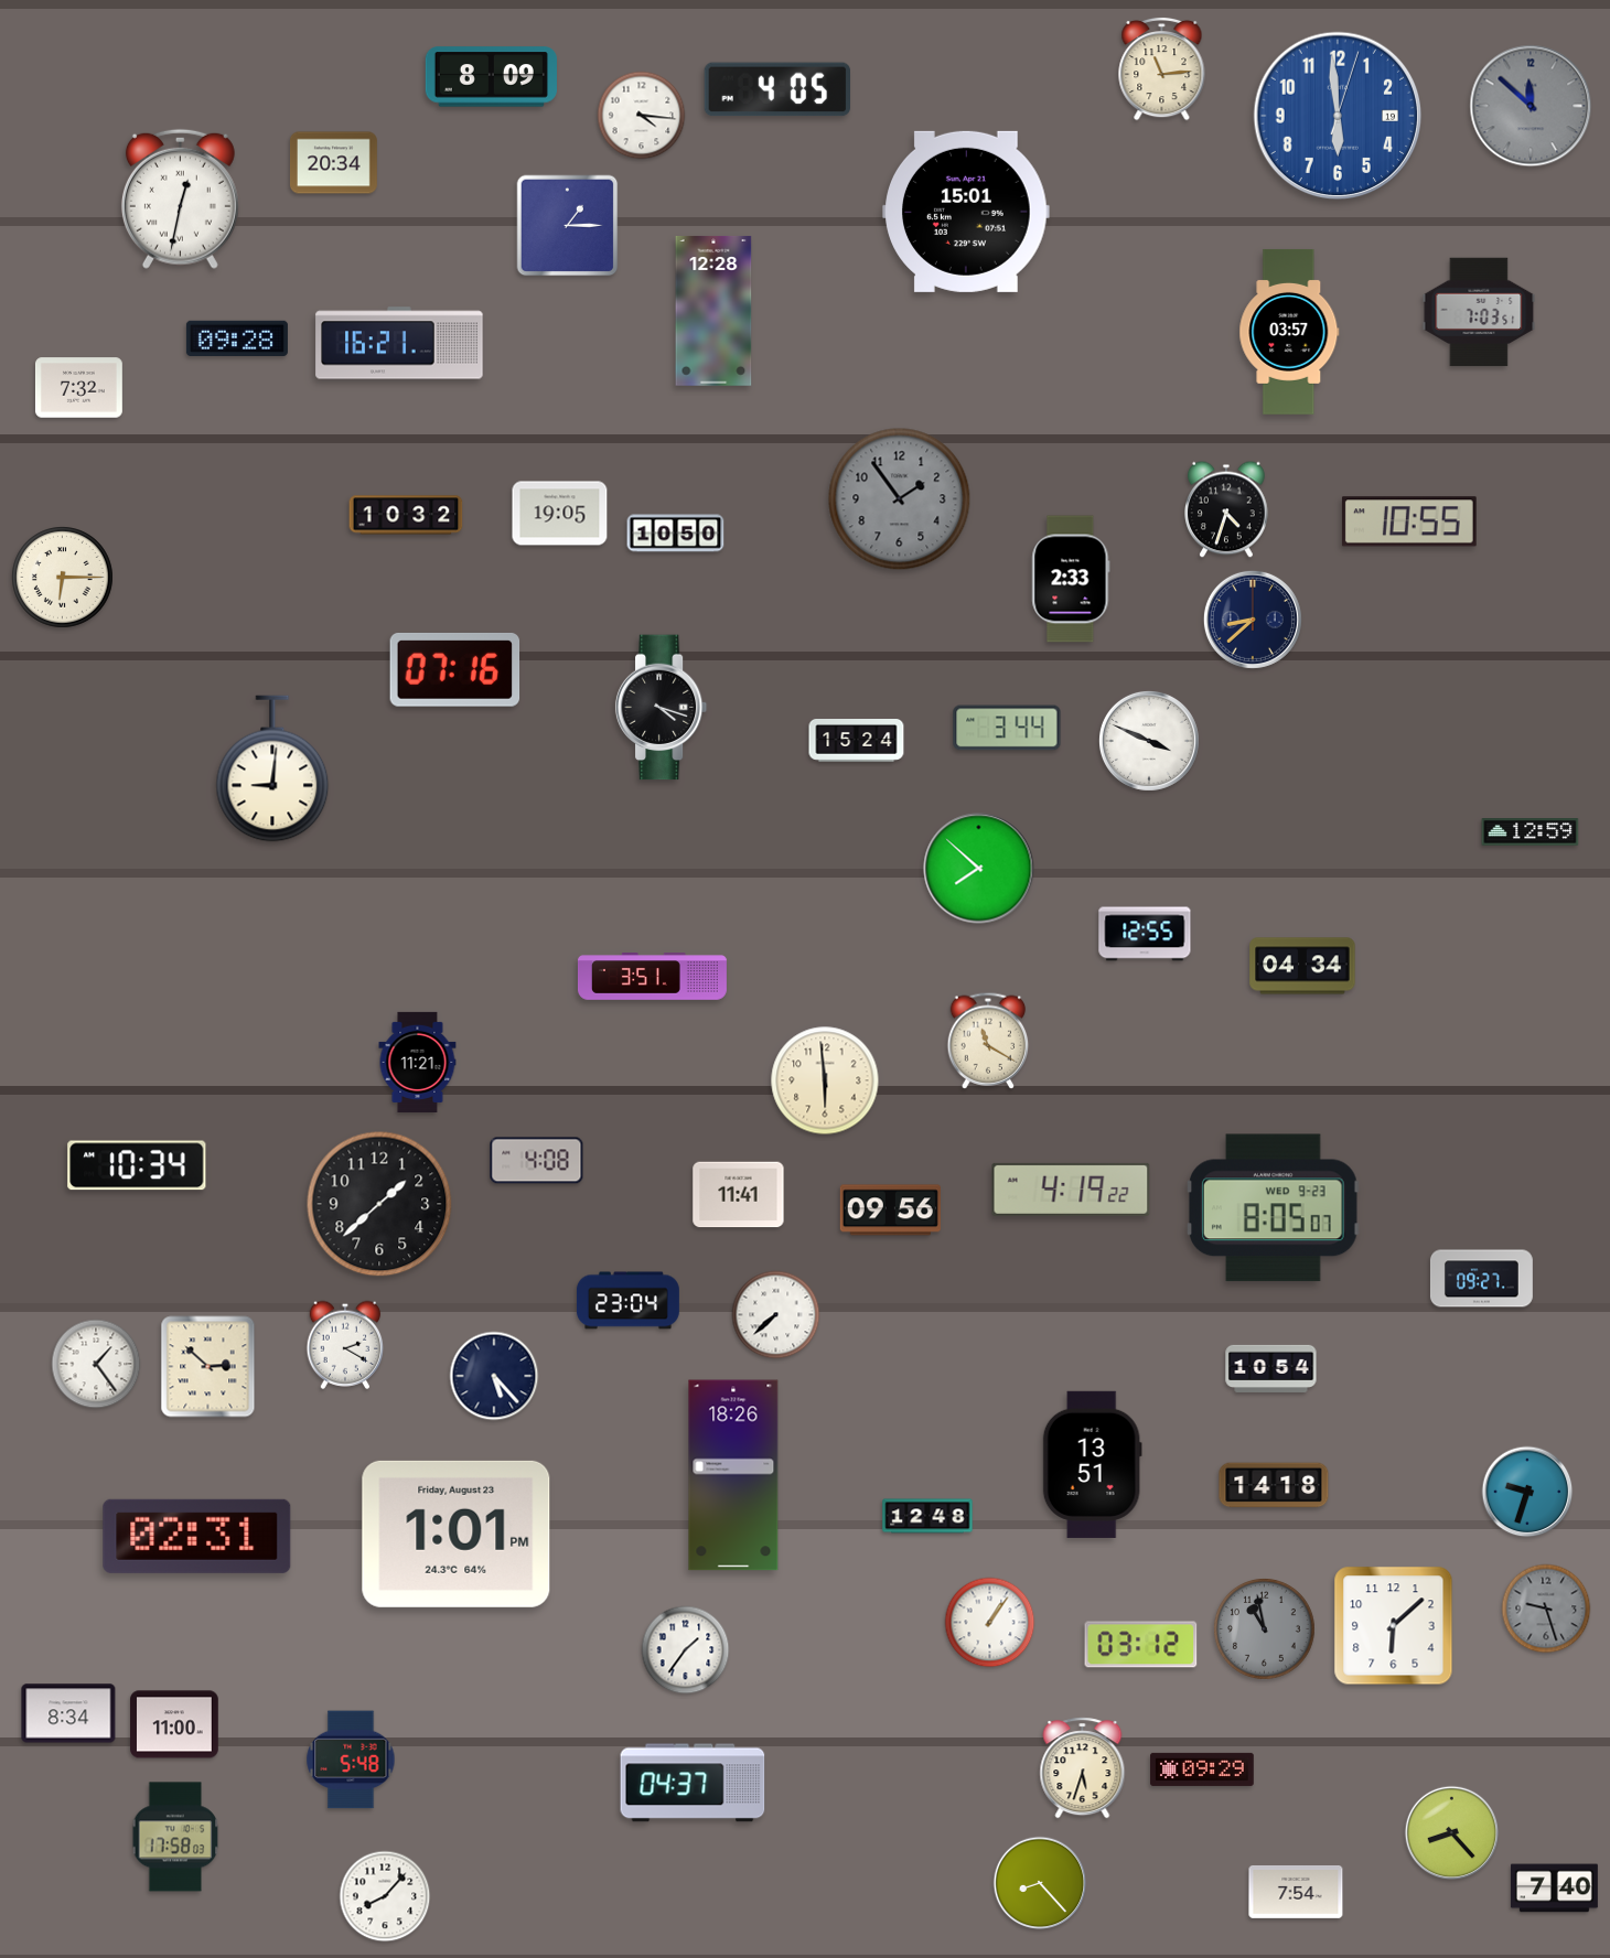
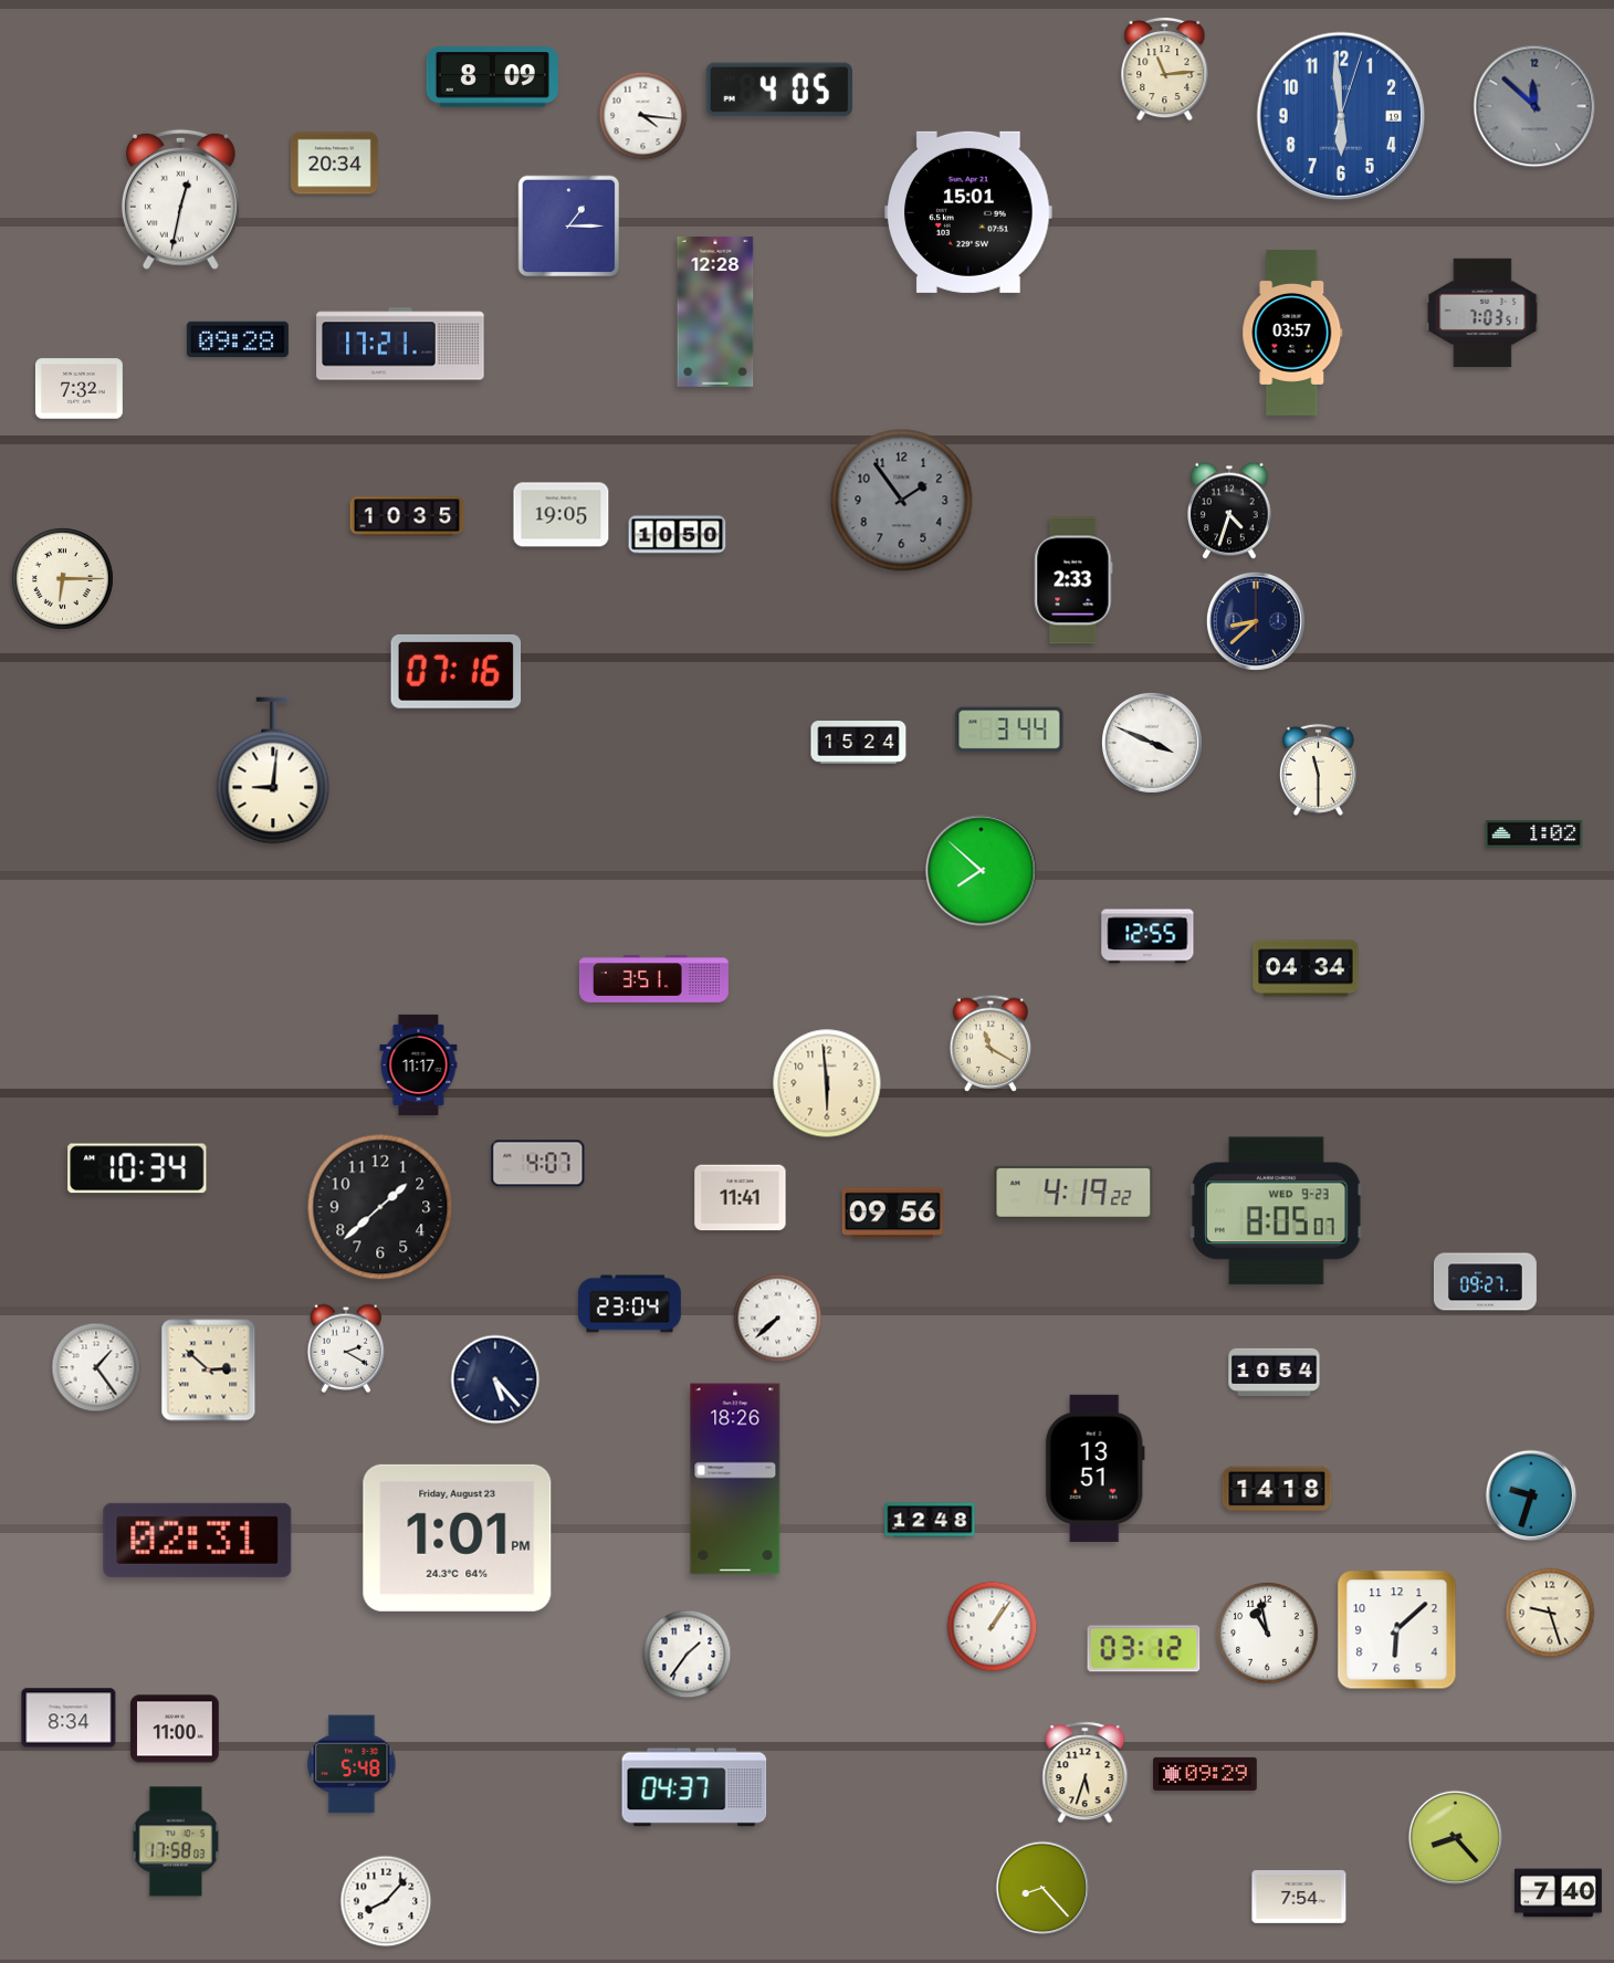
clock at (399, 343): 16:21 -> 17:21
clock at (406, 515): 10:32 -> 10:35
clock at (1409, 521): 10:55 -> none
clock at (662, 708): 4:18 -> none
clock at (1318, 769): none -> 11:30
clock at (1531, 832): 12:59 -> 1:02
clock at (418, 1062): 11:21 -> 11:17
clock at (537, 1161): 4:08 -> 4:07
clock at (1546, 1609) dial: grey -> cream
clock at (1265, 1629) dial: grey -> white
